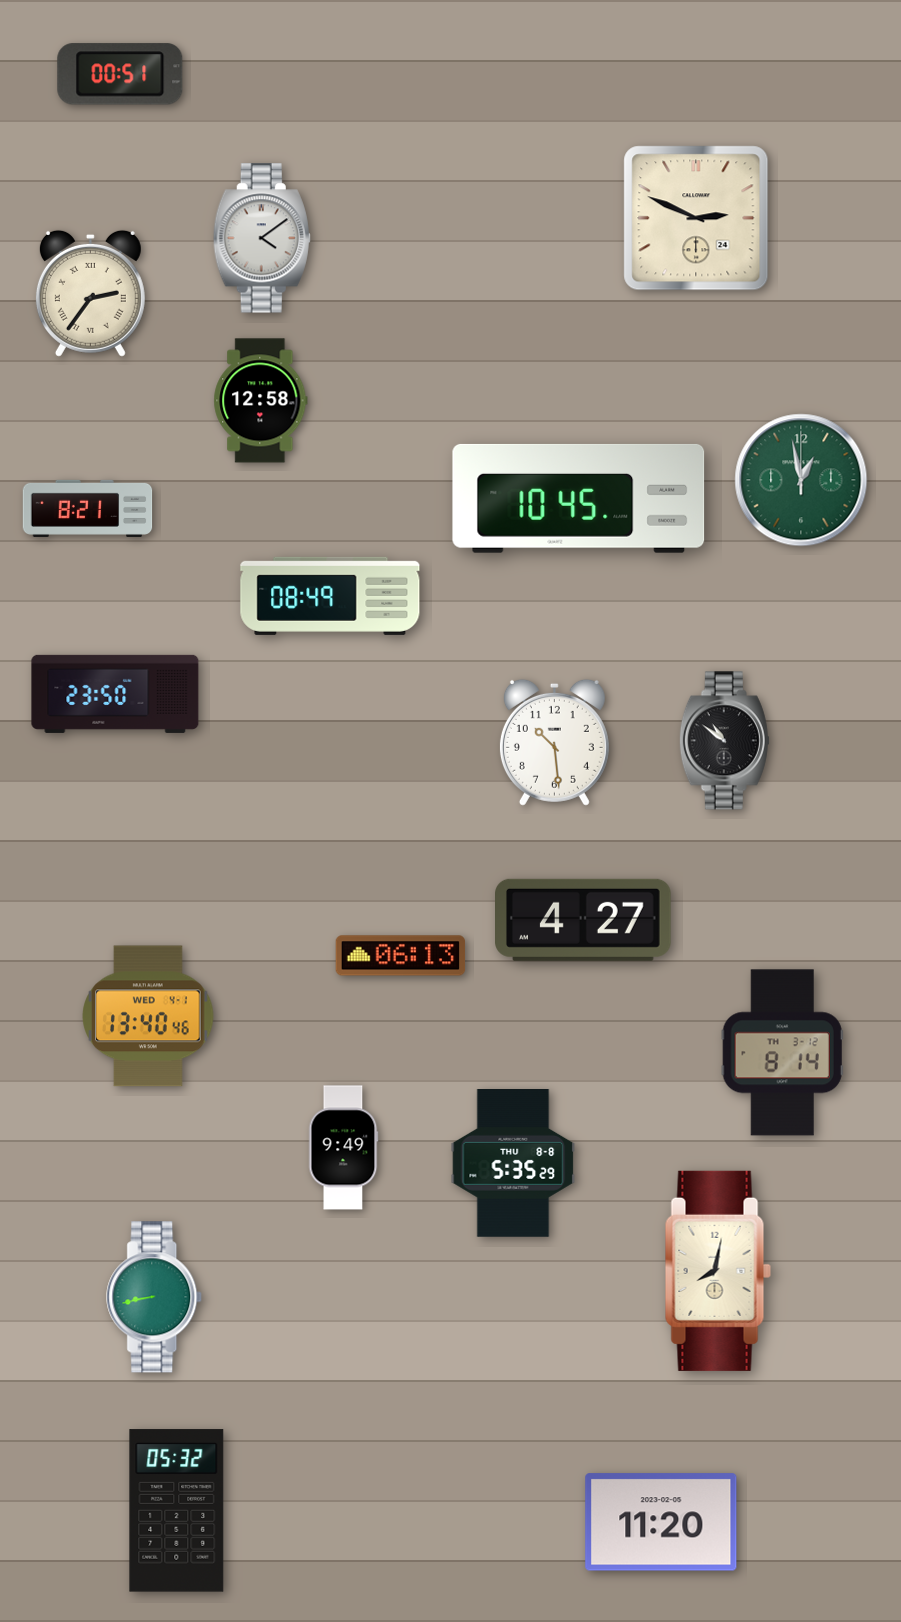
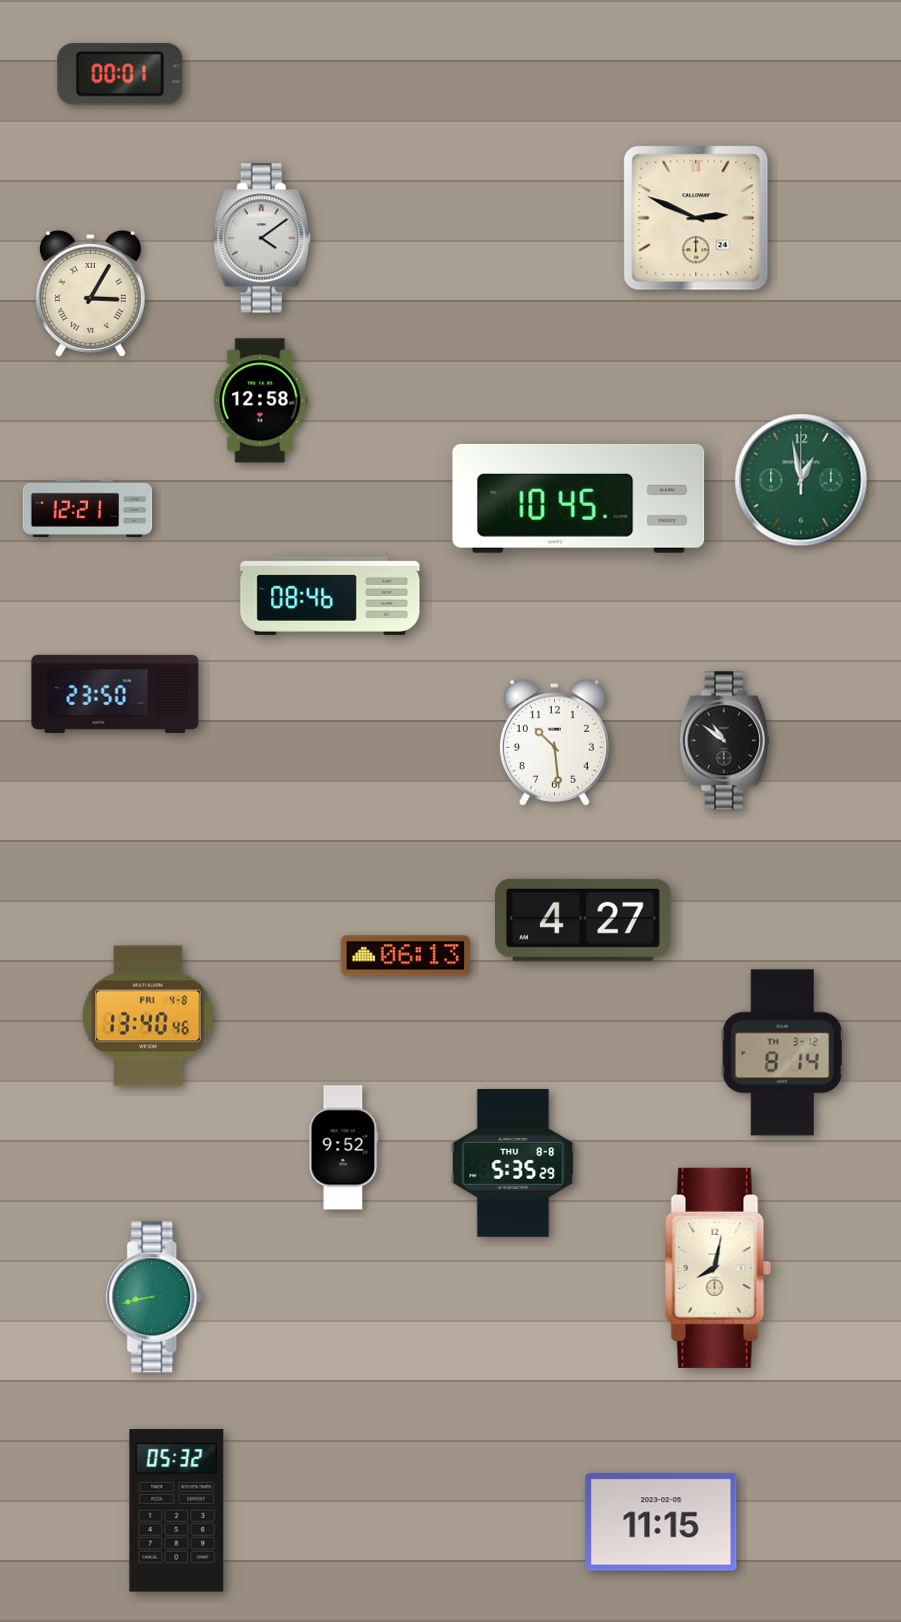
clock at (120, 74): 00:51 -> 00:01
clock at (90, 293): 2:36 -> 3:05
clock at (88, 508): 8:21 -> 12:21
clock at (330, 596): 08:49 -> 08:46
clock at (401, 956) position: (401, 956) -> (406, 956)
clock at (148, 1016) date: WED 4-1 -> FRI 4-8
clock at (343, 1148): 9:49 -> 9:52
clock at (718, 1271) position: (718, 1271) -> (718, 1268)
clock at (661, 1522): 11:20 -> 11:15
